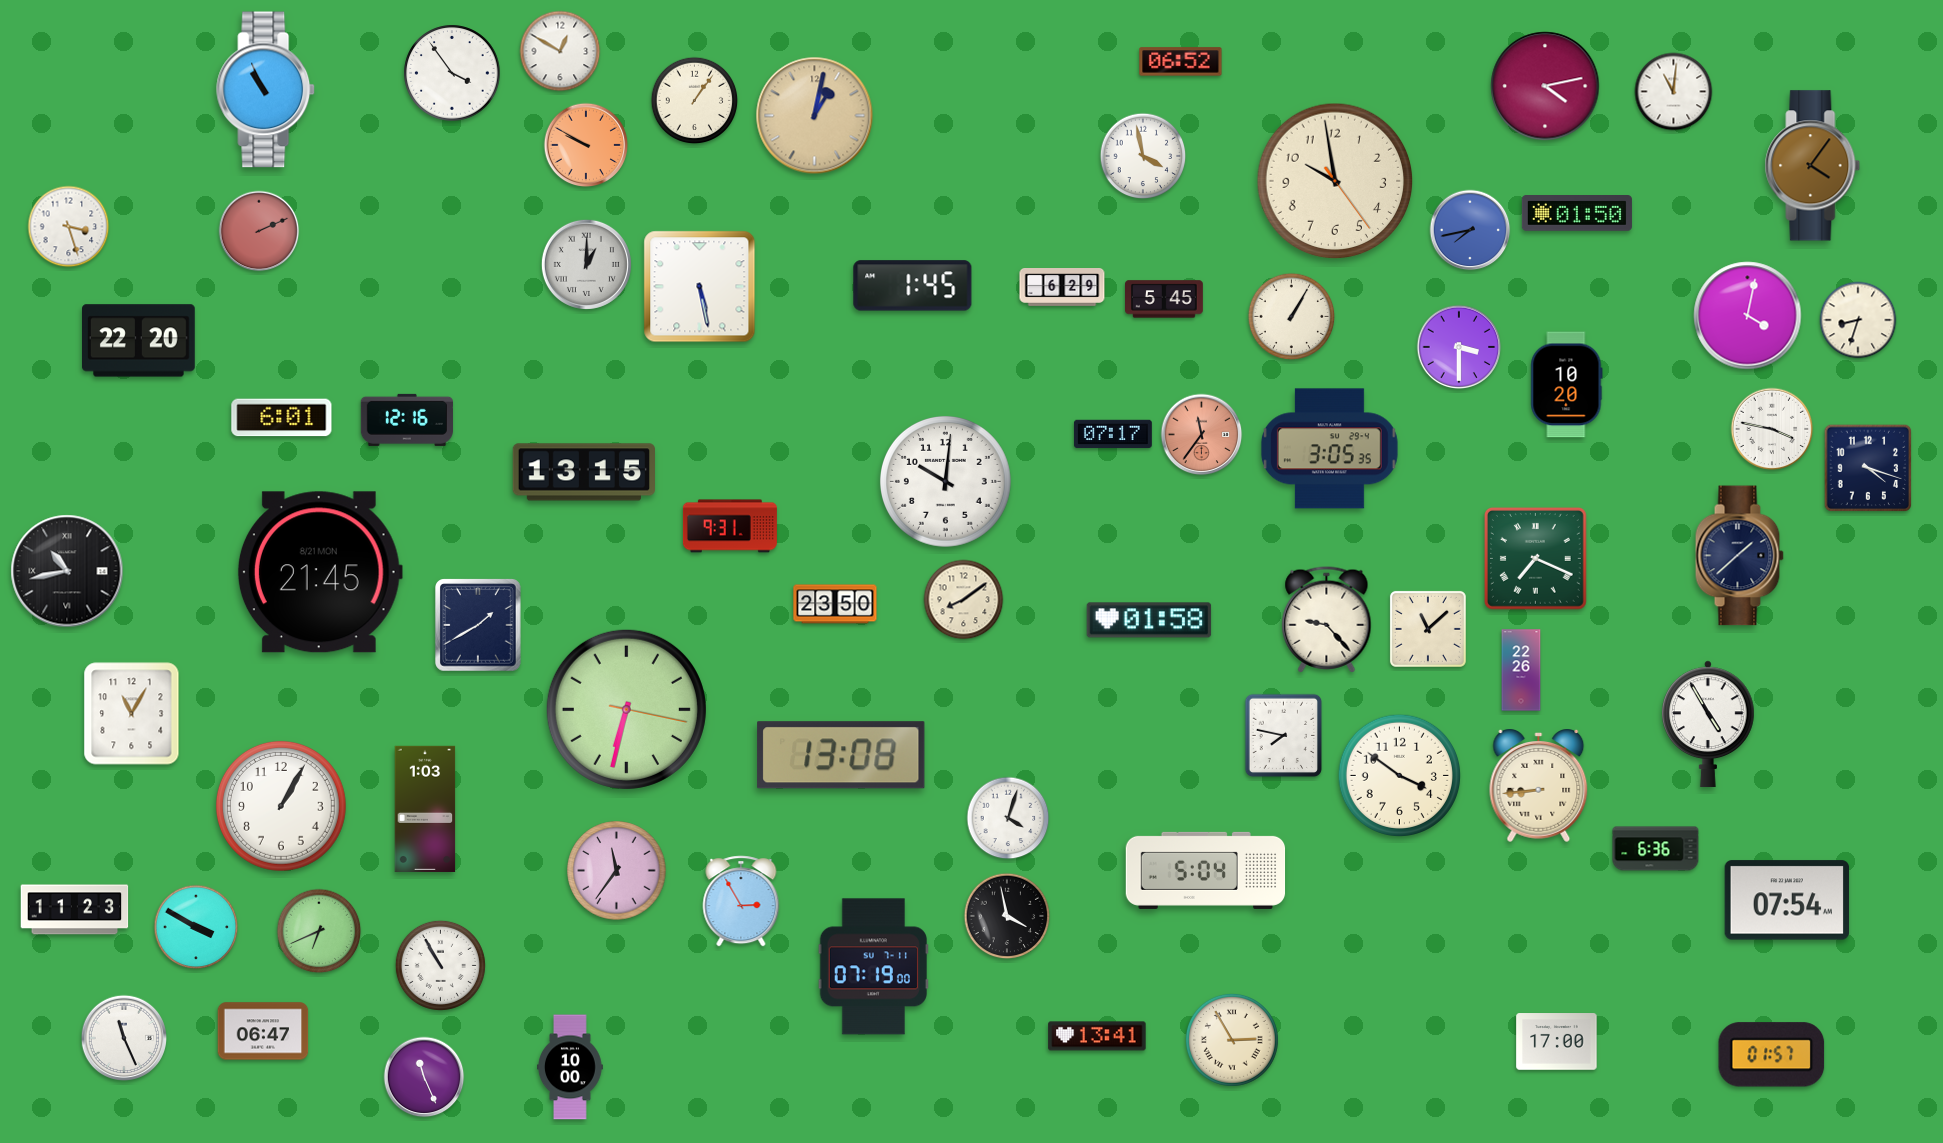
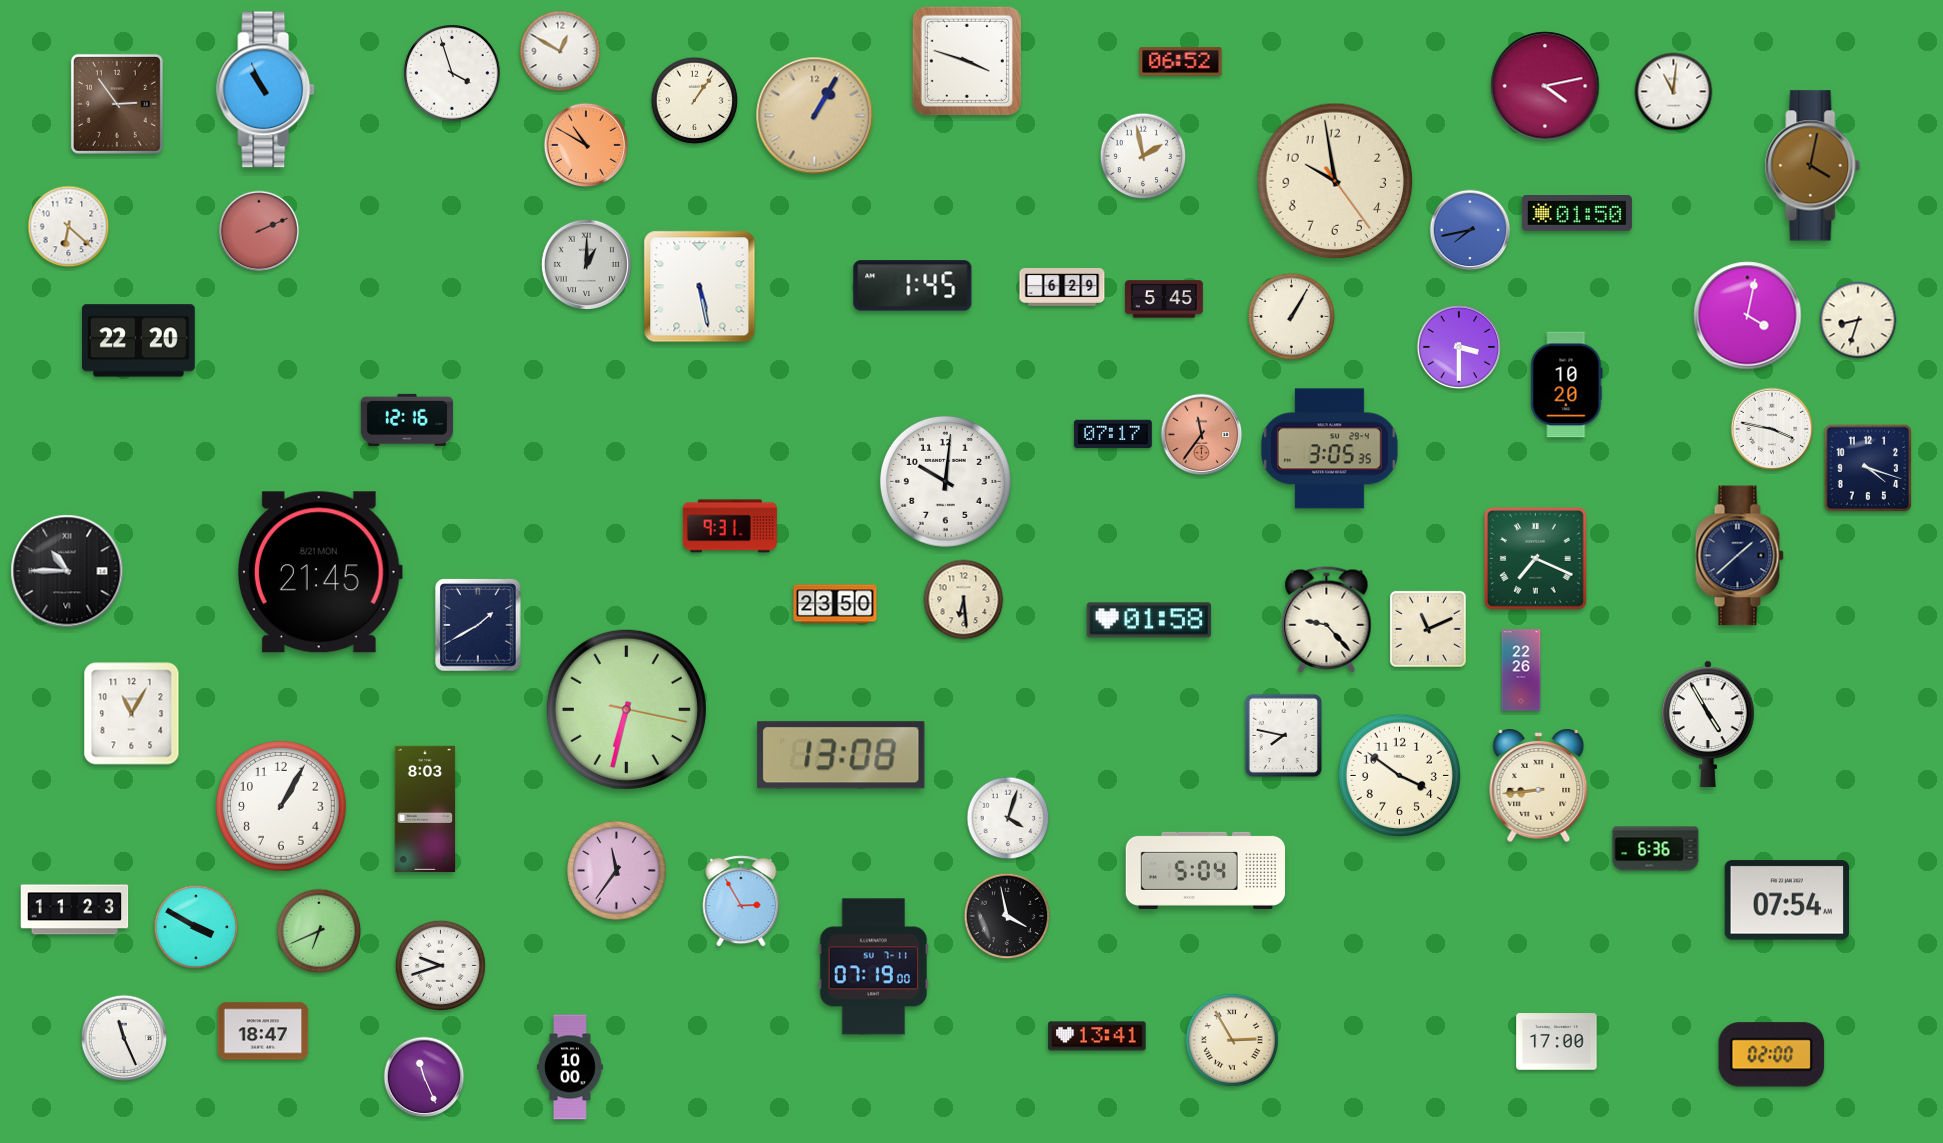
clock at (967, 61): none -> 3:48
clock at (452, 73): 3:54 -> 3:57
clock at (117, 104): none -> 2:54
clock at (815, 116): 1:02 -> 1:05
clock at (586, 145): 9:50 -> 10:50
clock at (1143, 156): 3:58 -> 1:58
clock at (1813, 166): 4:06 -> 4:02
clock at (69, 227): 3:27 -> 6:22
clock at (282, 418): 6:01 -> none
clock at (583, 472): 13:15 -> none
clock at (67, 571): 10:43 -> 10:45
clock at (964, 600): 8:09 -> 6:29
clock at (1428, 629): 11:08 -> 11:11
clock at (425, 809): 1:03 -> 8:03
clock at (440, 965): 10:55 -> 9:42
clock at (263, 1031): 06:47 -> 18:47
clock at (1772, 1055): 01:57 -> 02:00
